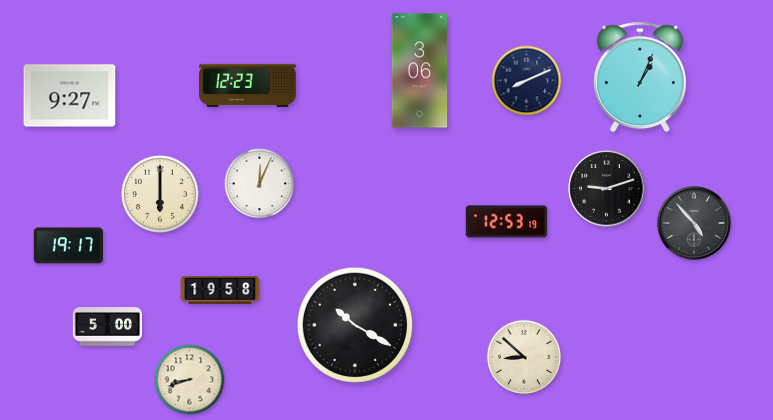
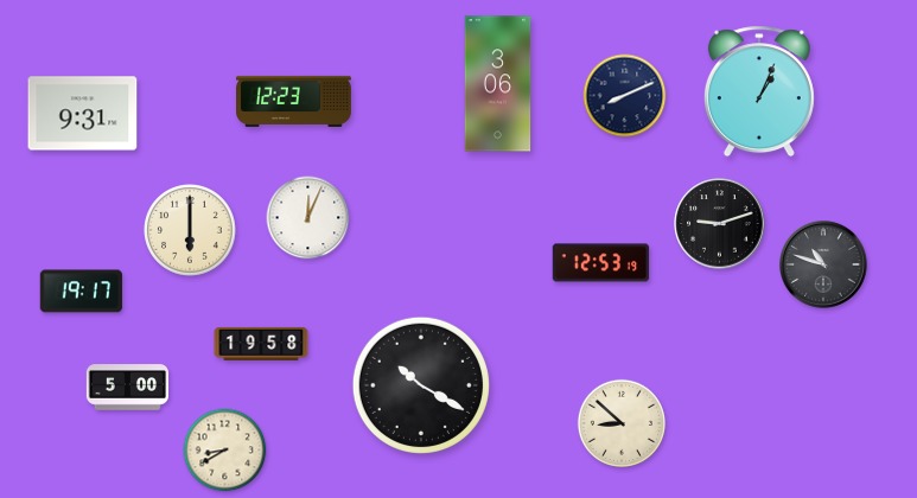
clock at (70, 96): 9:27 -> 9:31
clock at (694, 223): 4:53 -> 10:48
clock at (190, 380): 8:42 -> 8:40
